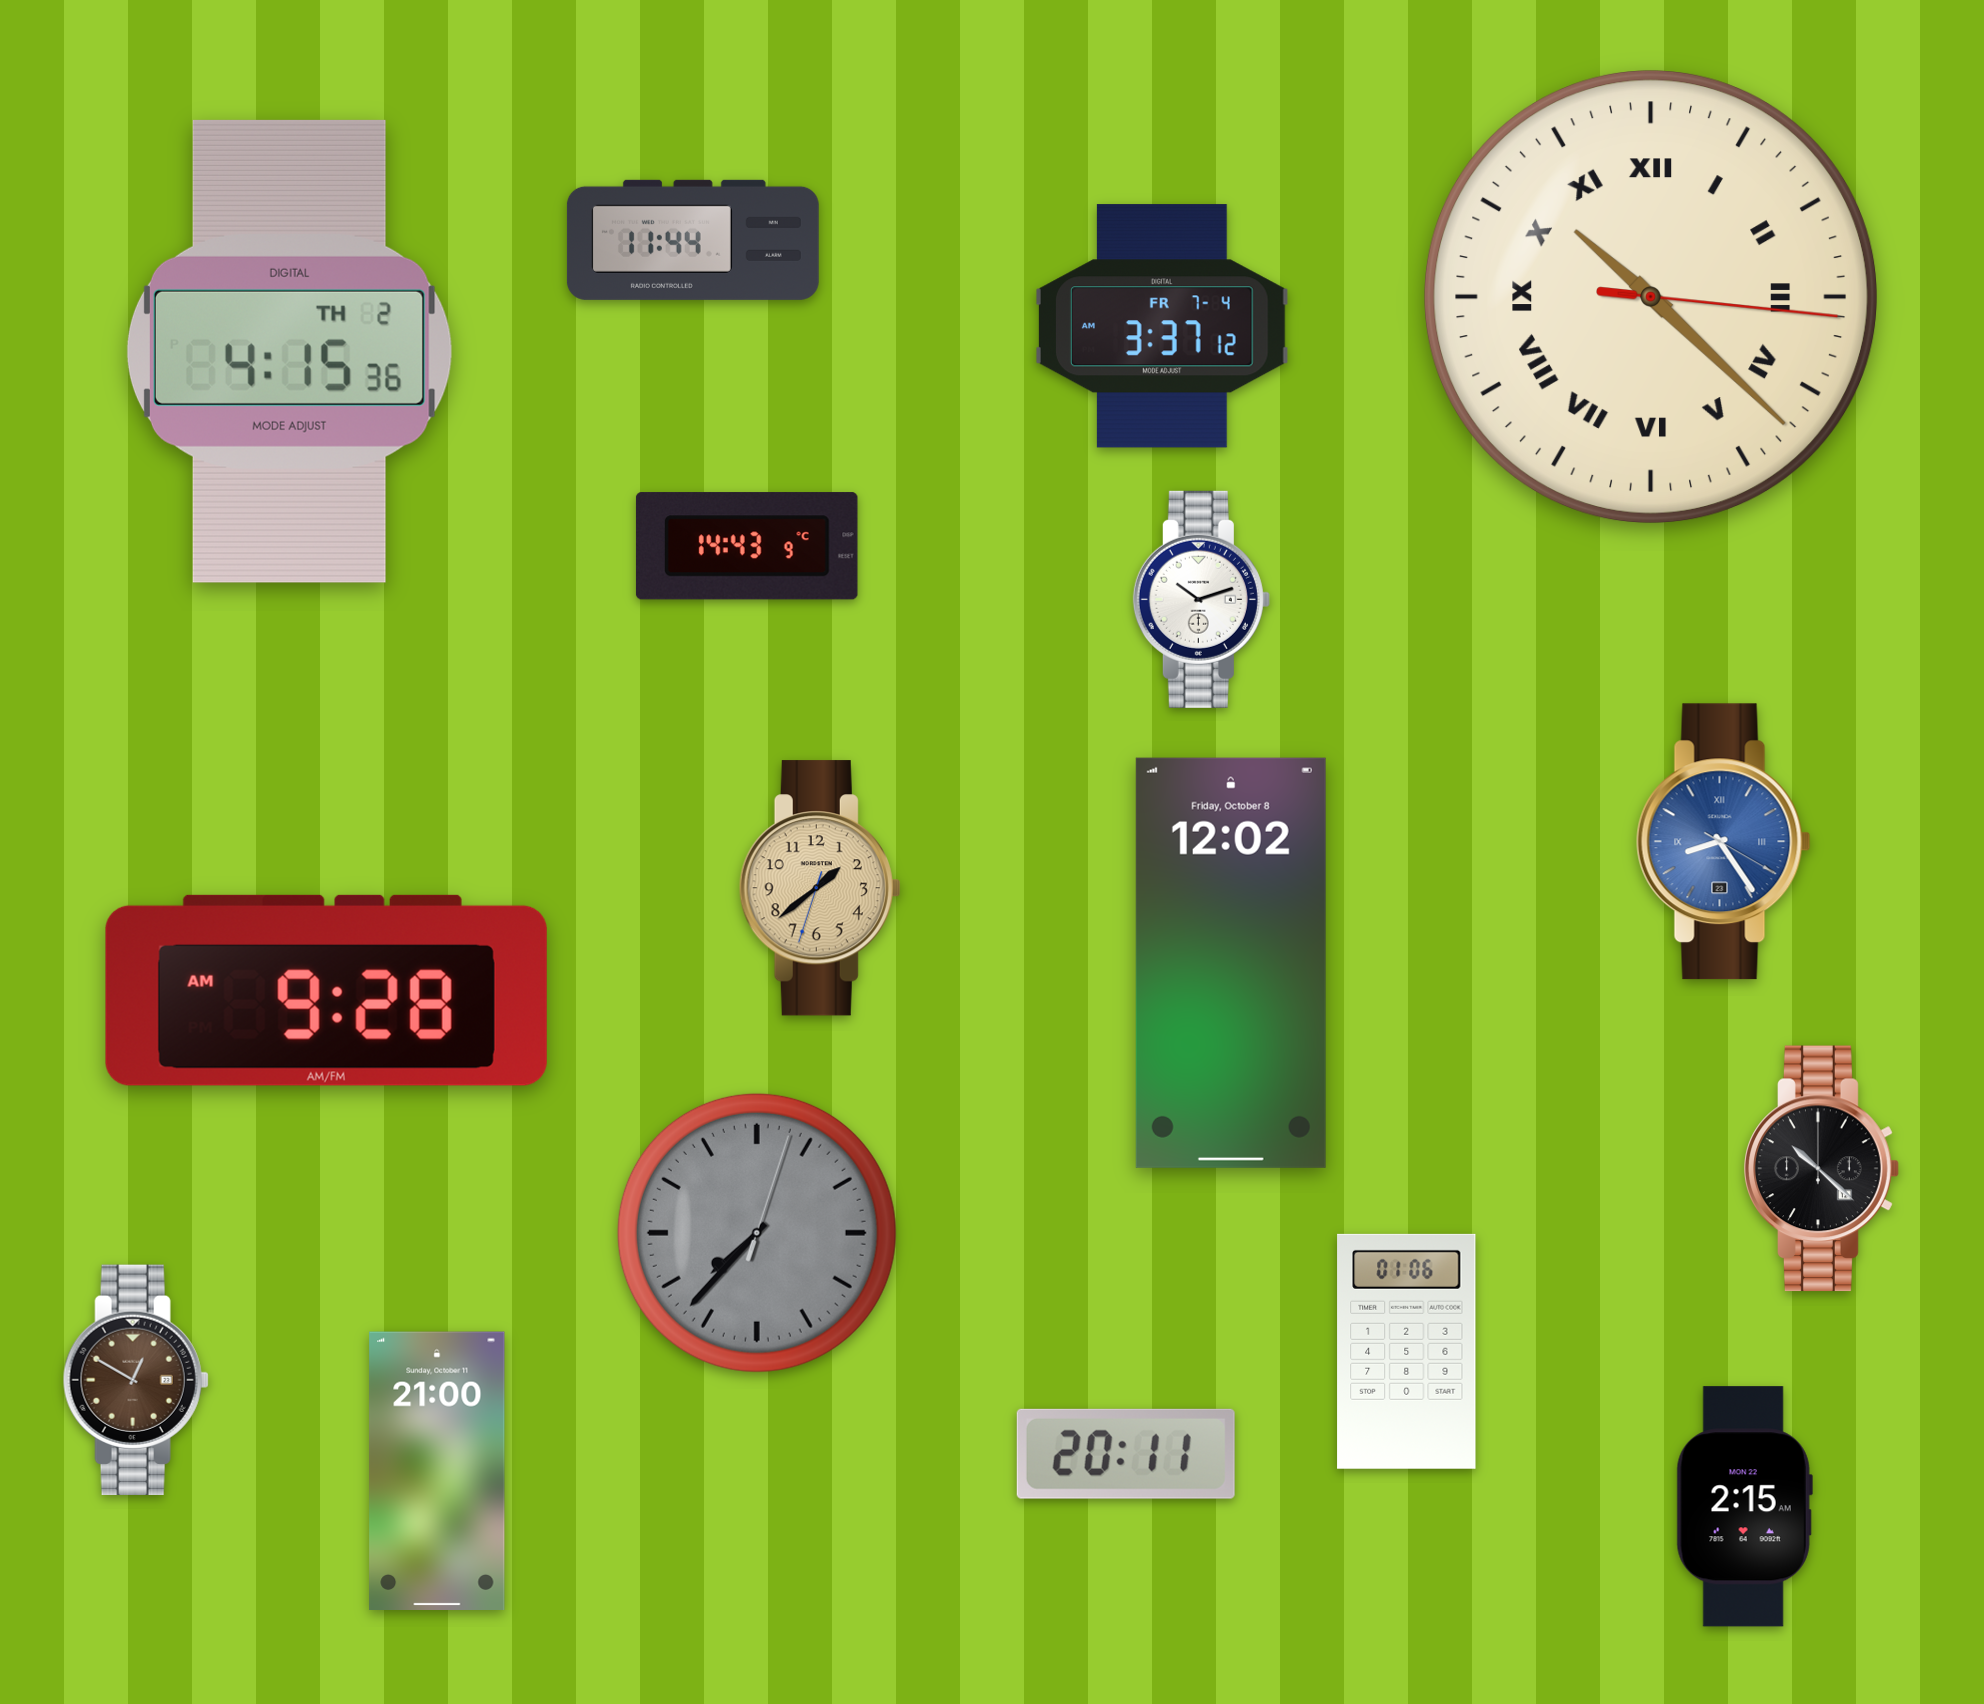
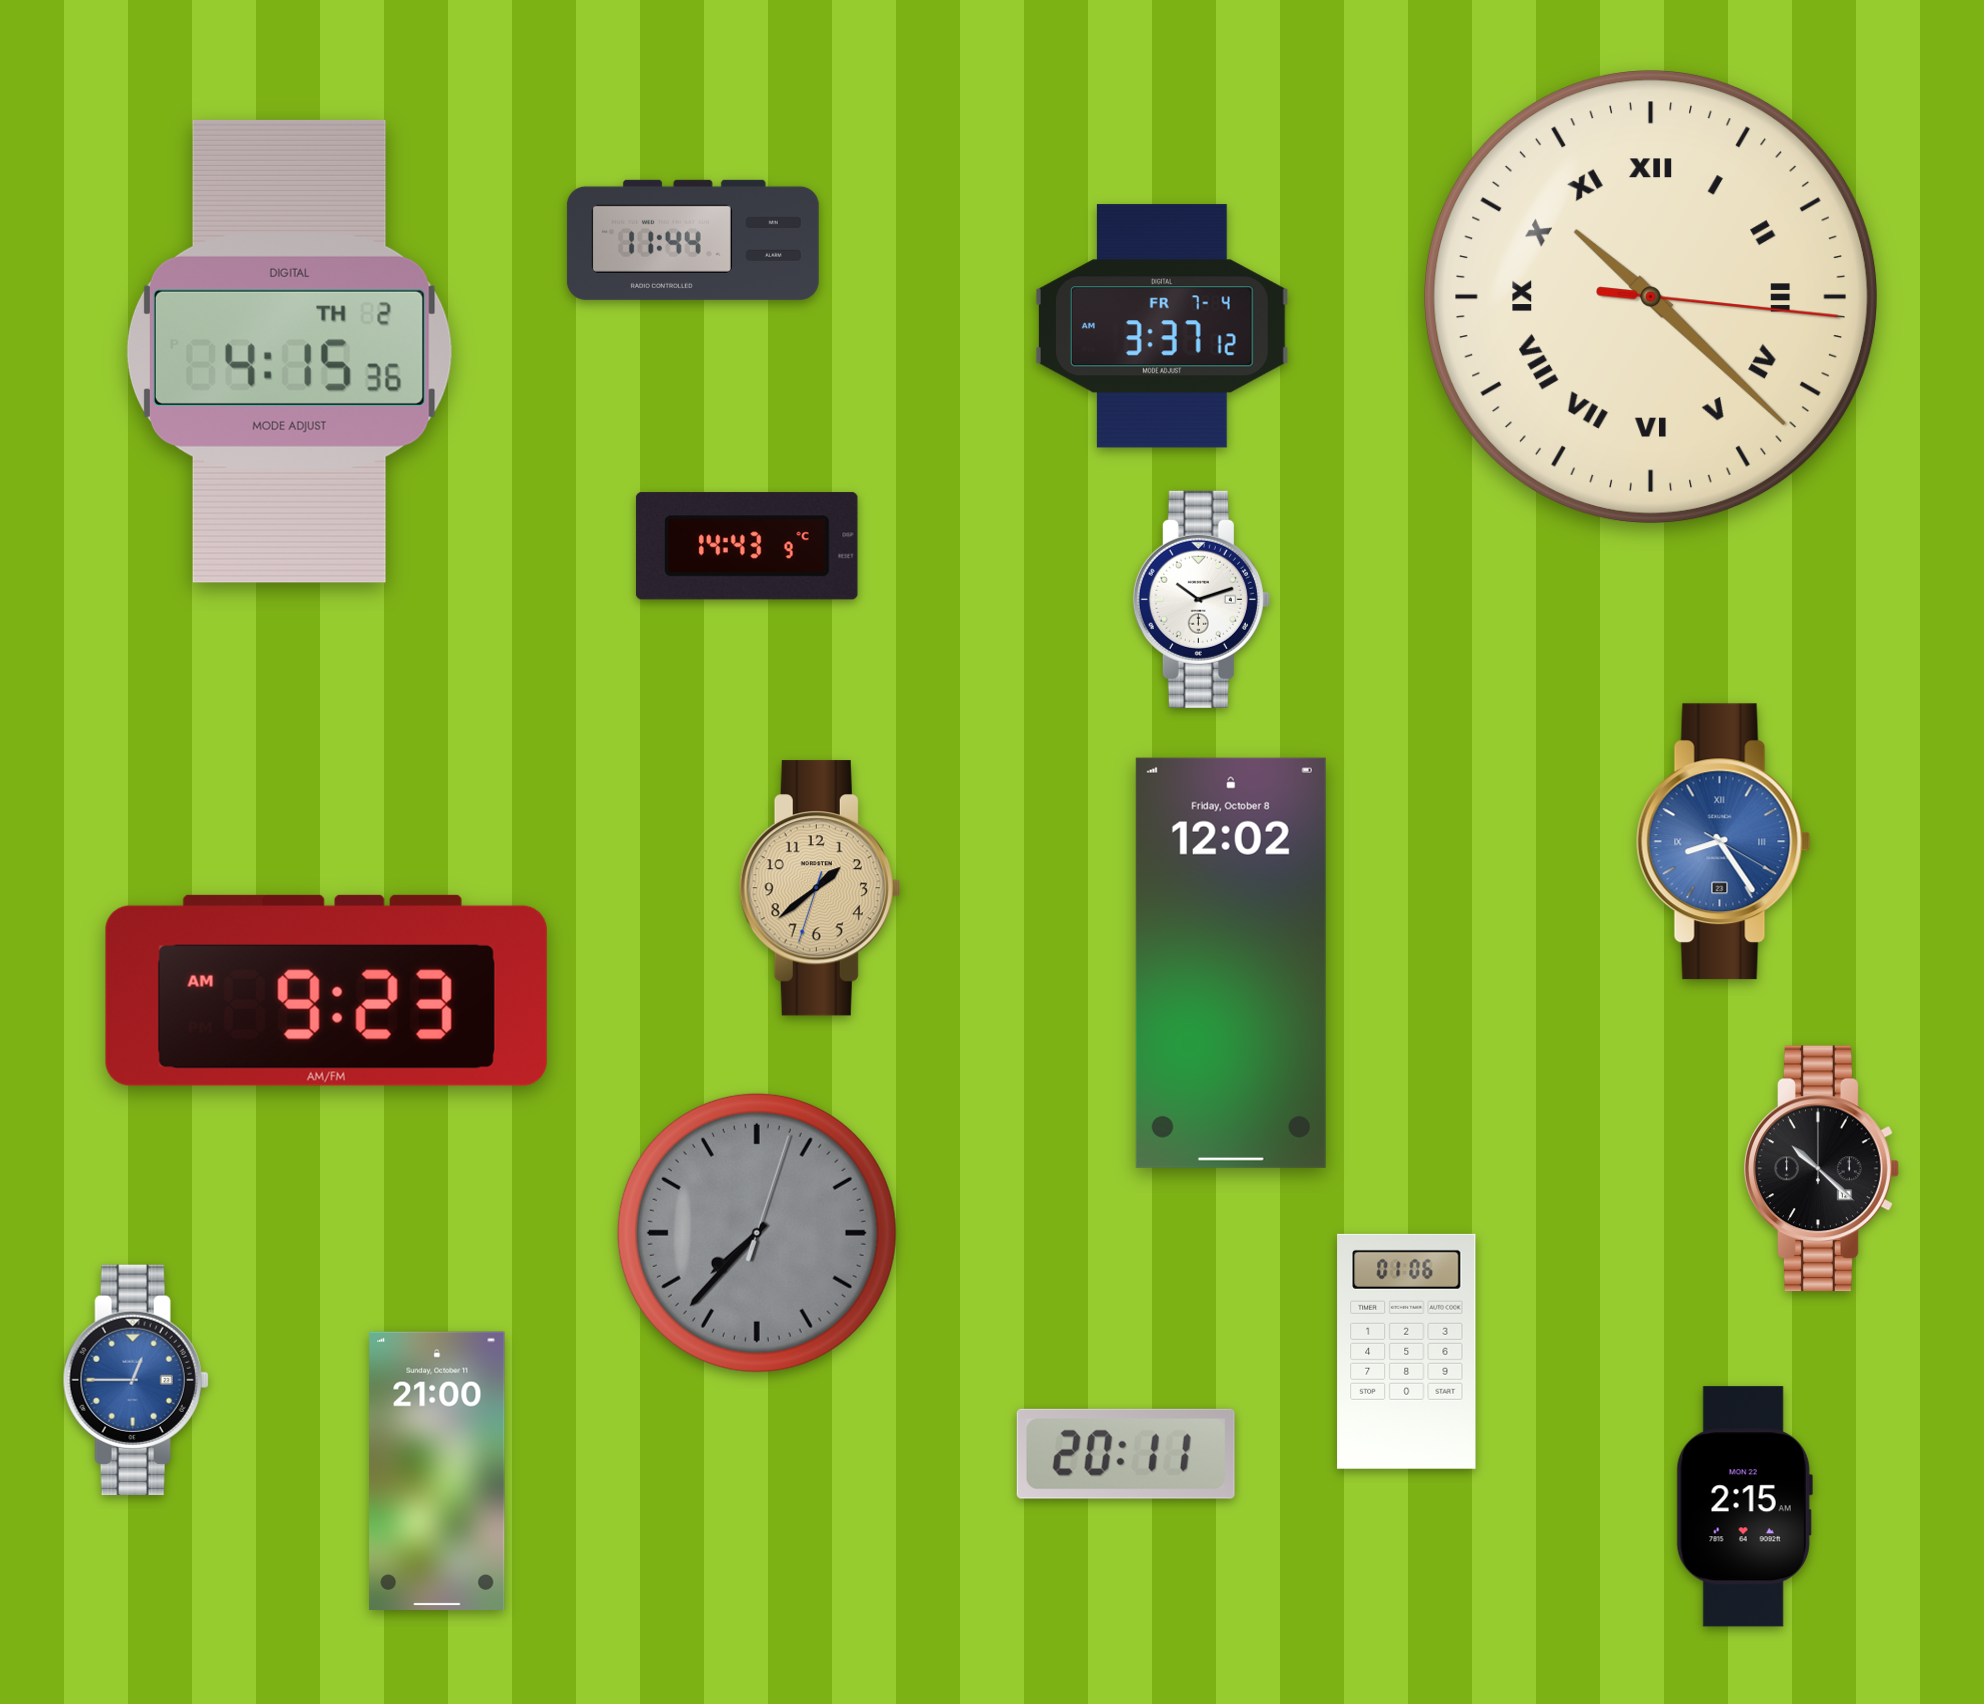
clock at (326, 990): 9:28 -> 9:23
clock at (136, 1380): 12:50 -> 12:45
clock at (136, 1380) dial: brown -> blue
